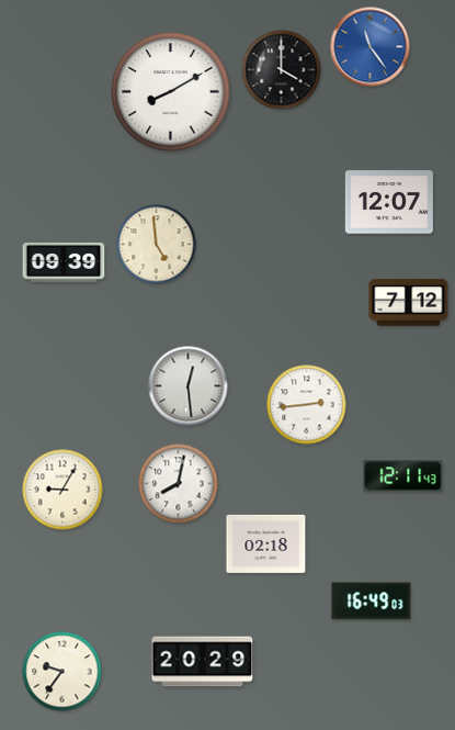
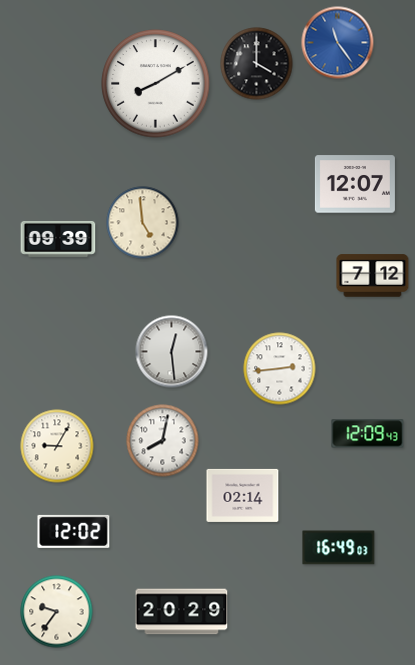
clock at (403, 476): 12:11 -> 12:09
clock at (266, 543): 02:18 -> 02:14
clock at (74, 531): none -> 12:02
clock at (203, 662) position: (203, 662) -> (182, 612)
